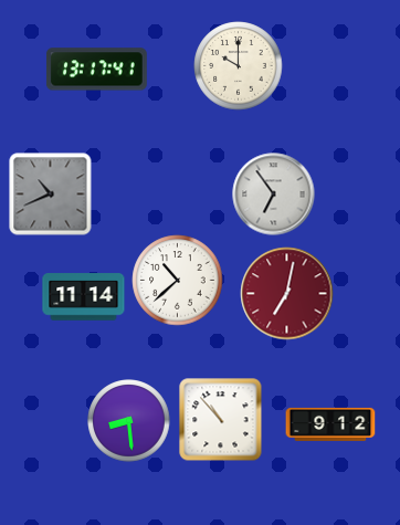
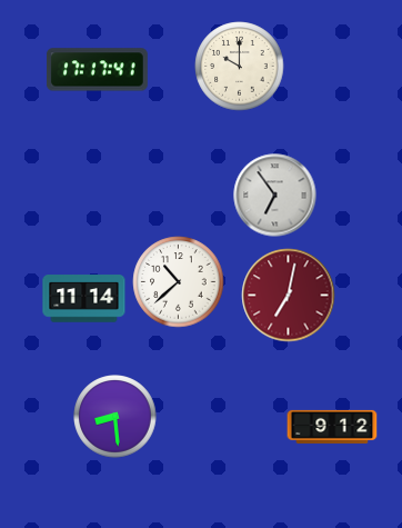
clock at (96, 70): 13:17 -> 17:17
clock at (51, 195): 10:41 -> none
clock at (221, 420): 10:53 -> none
clock at (129, 421) position: (129, 421) -> (115, 417)
